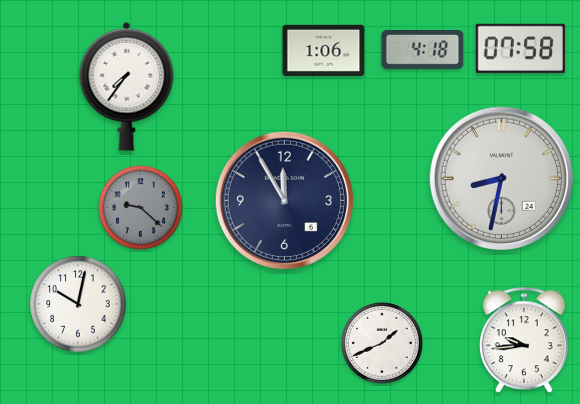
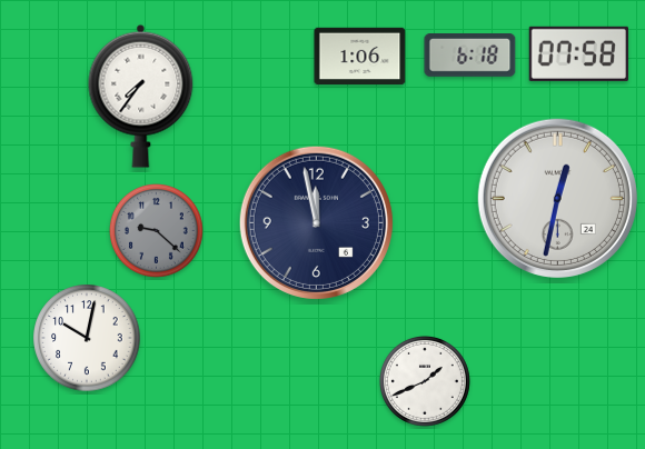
clock at (423, 50): 4:18 -> 6:18
clock at (501, 178): 8:32 -> 12:32
clock at (284, 200): 11:55 -> 11:58
clock at (524, 341): 9:44 -> none
